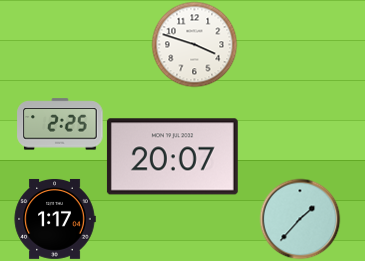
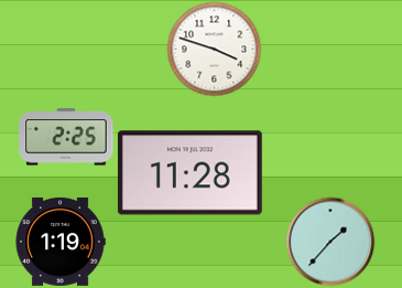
clock at (172, 157): 20:07 -> 11:28
clock at (55, 219): 1:17 -> 1:19
